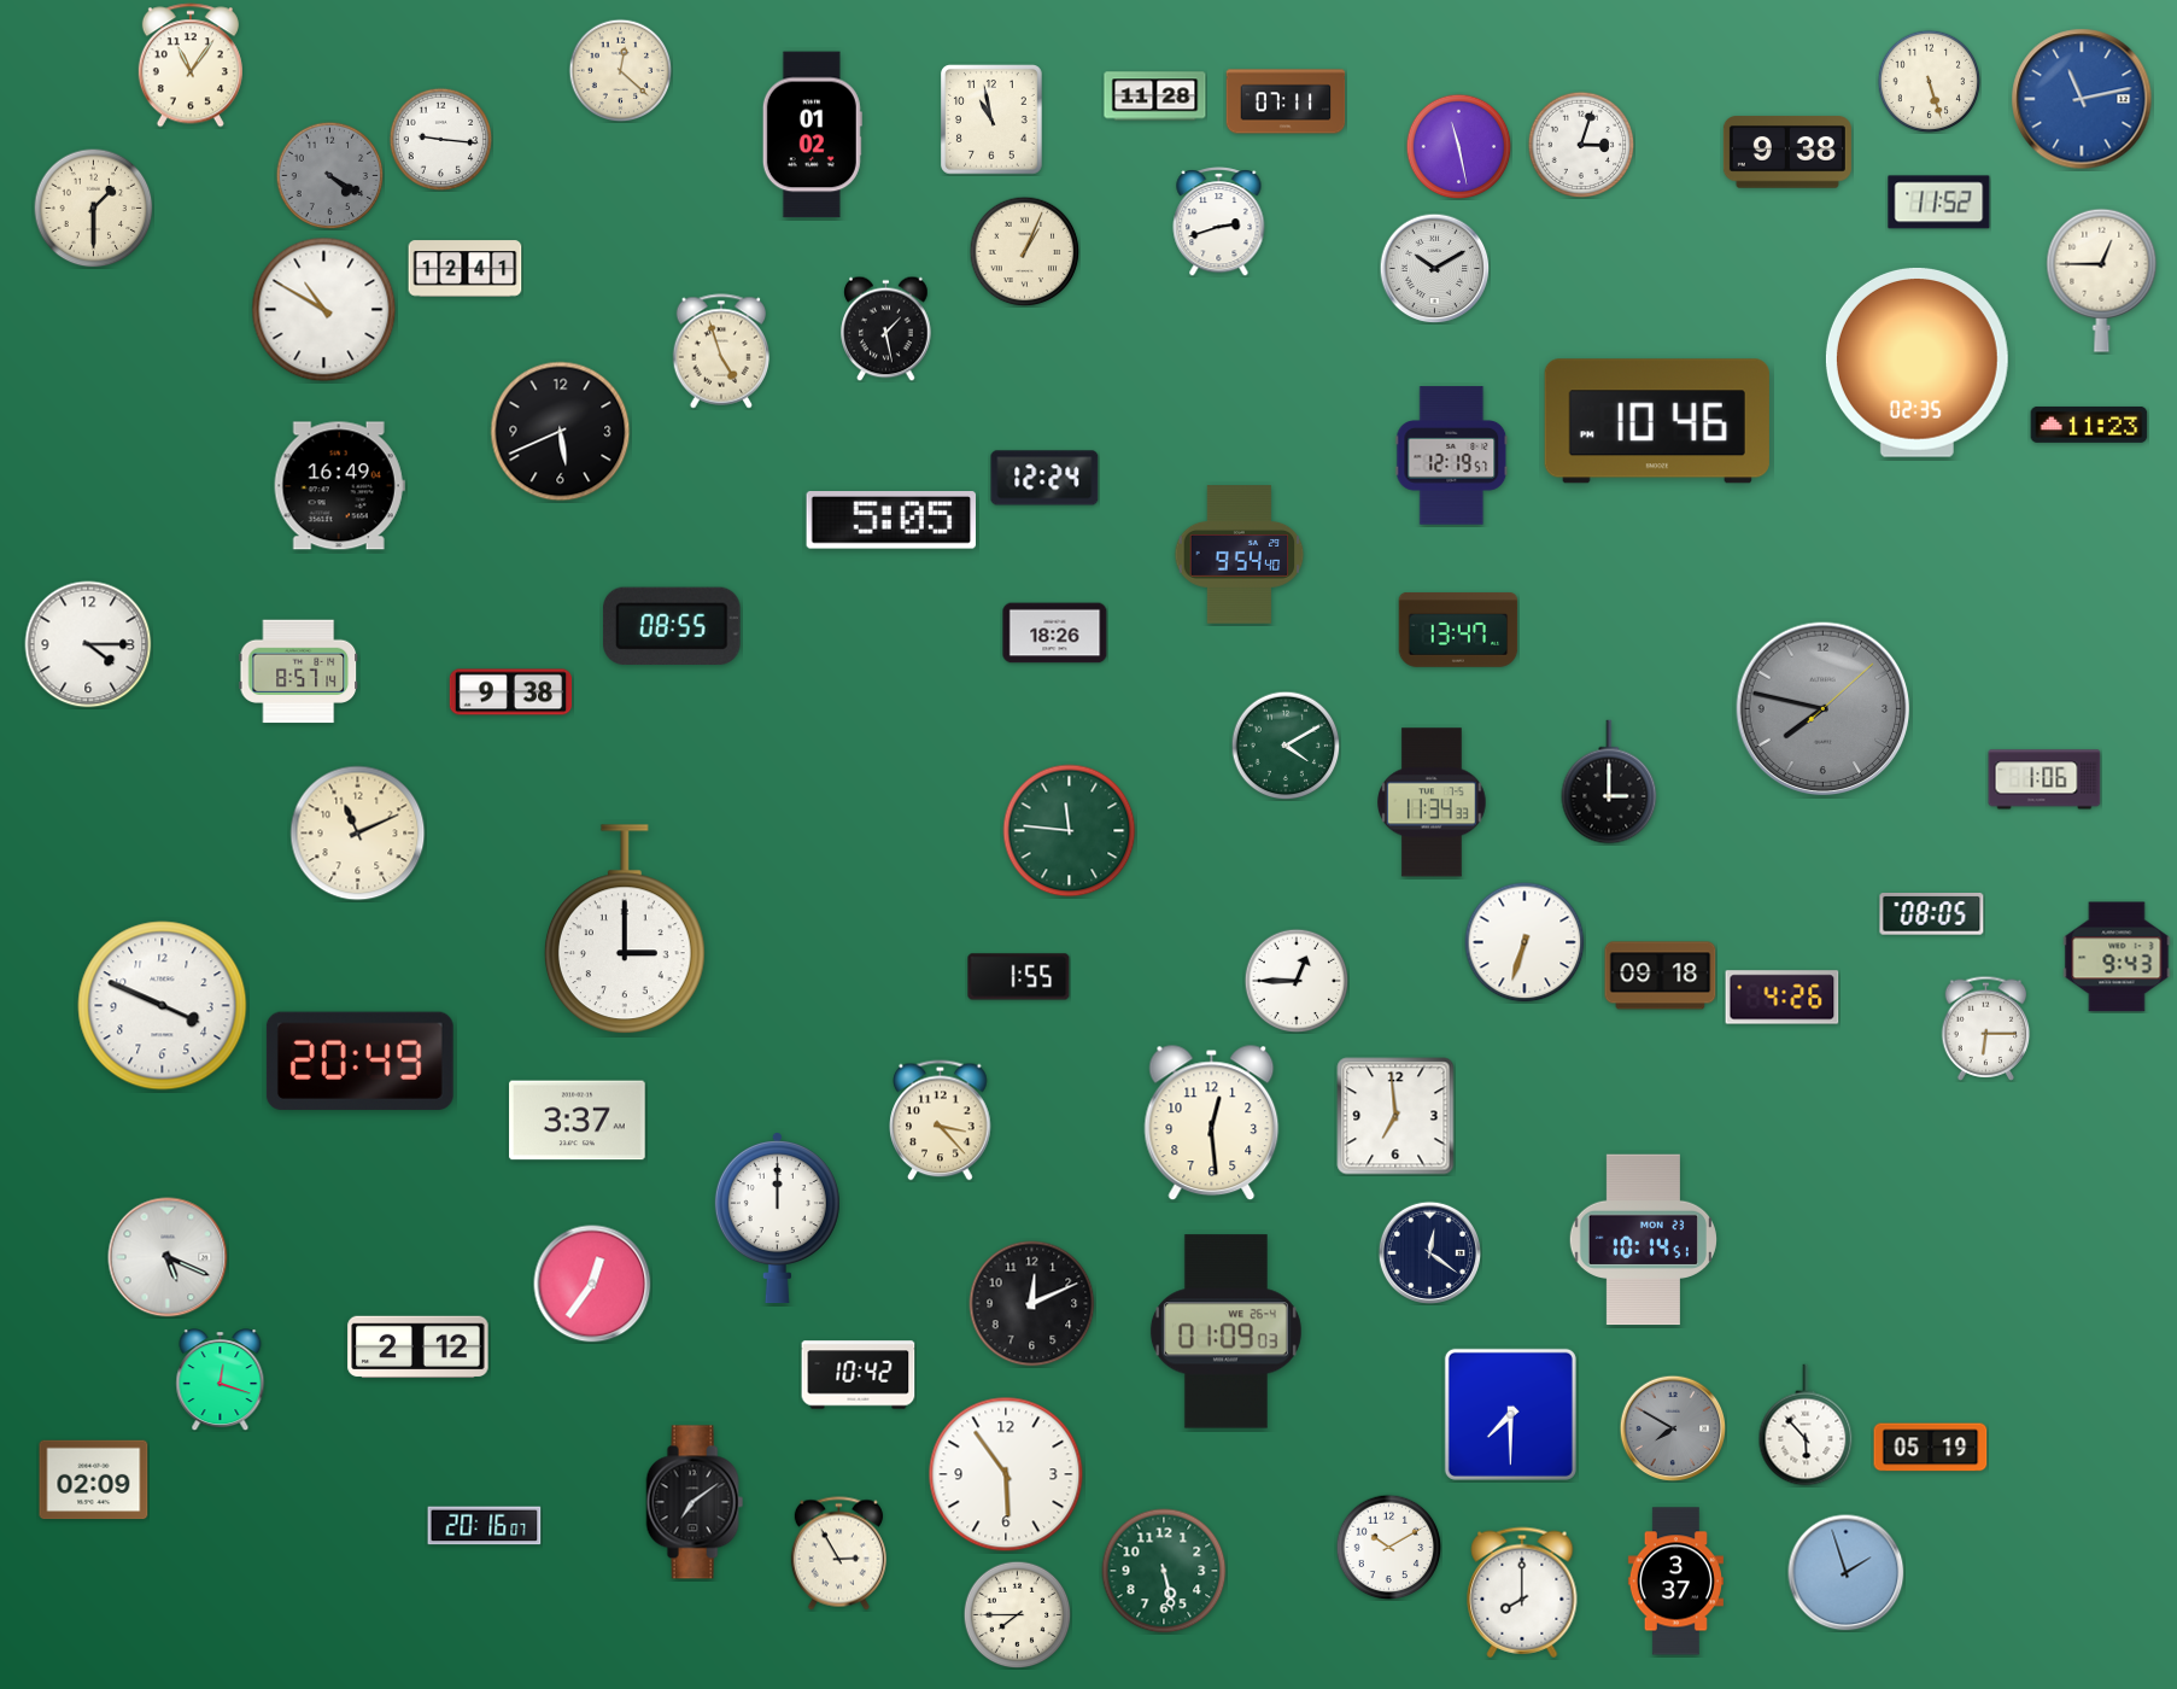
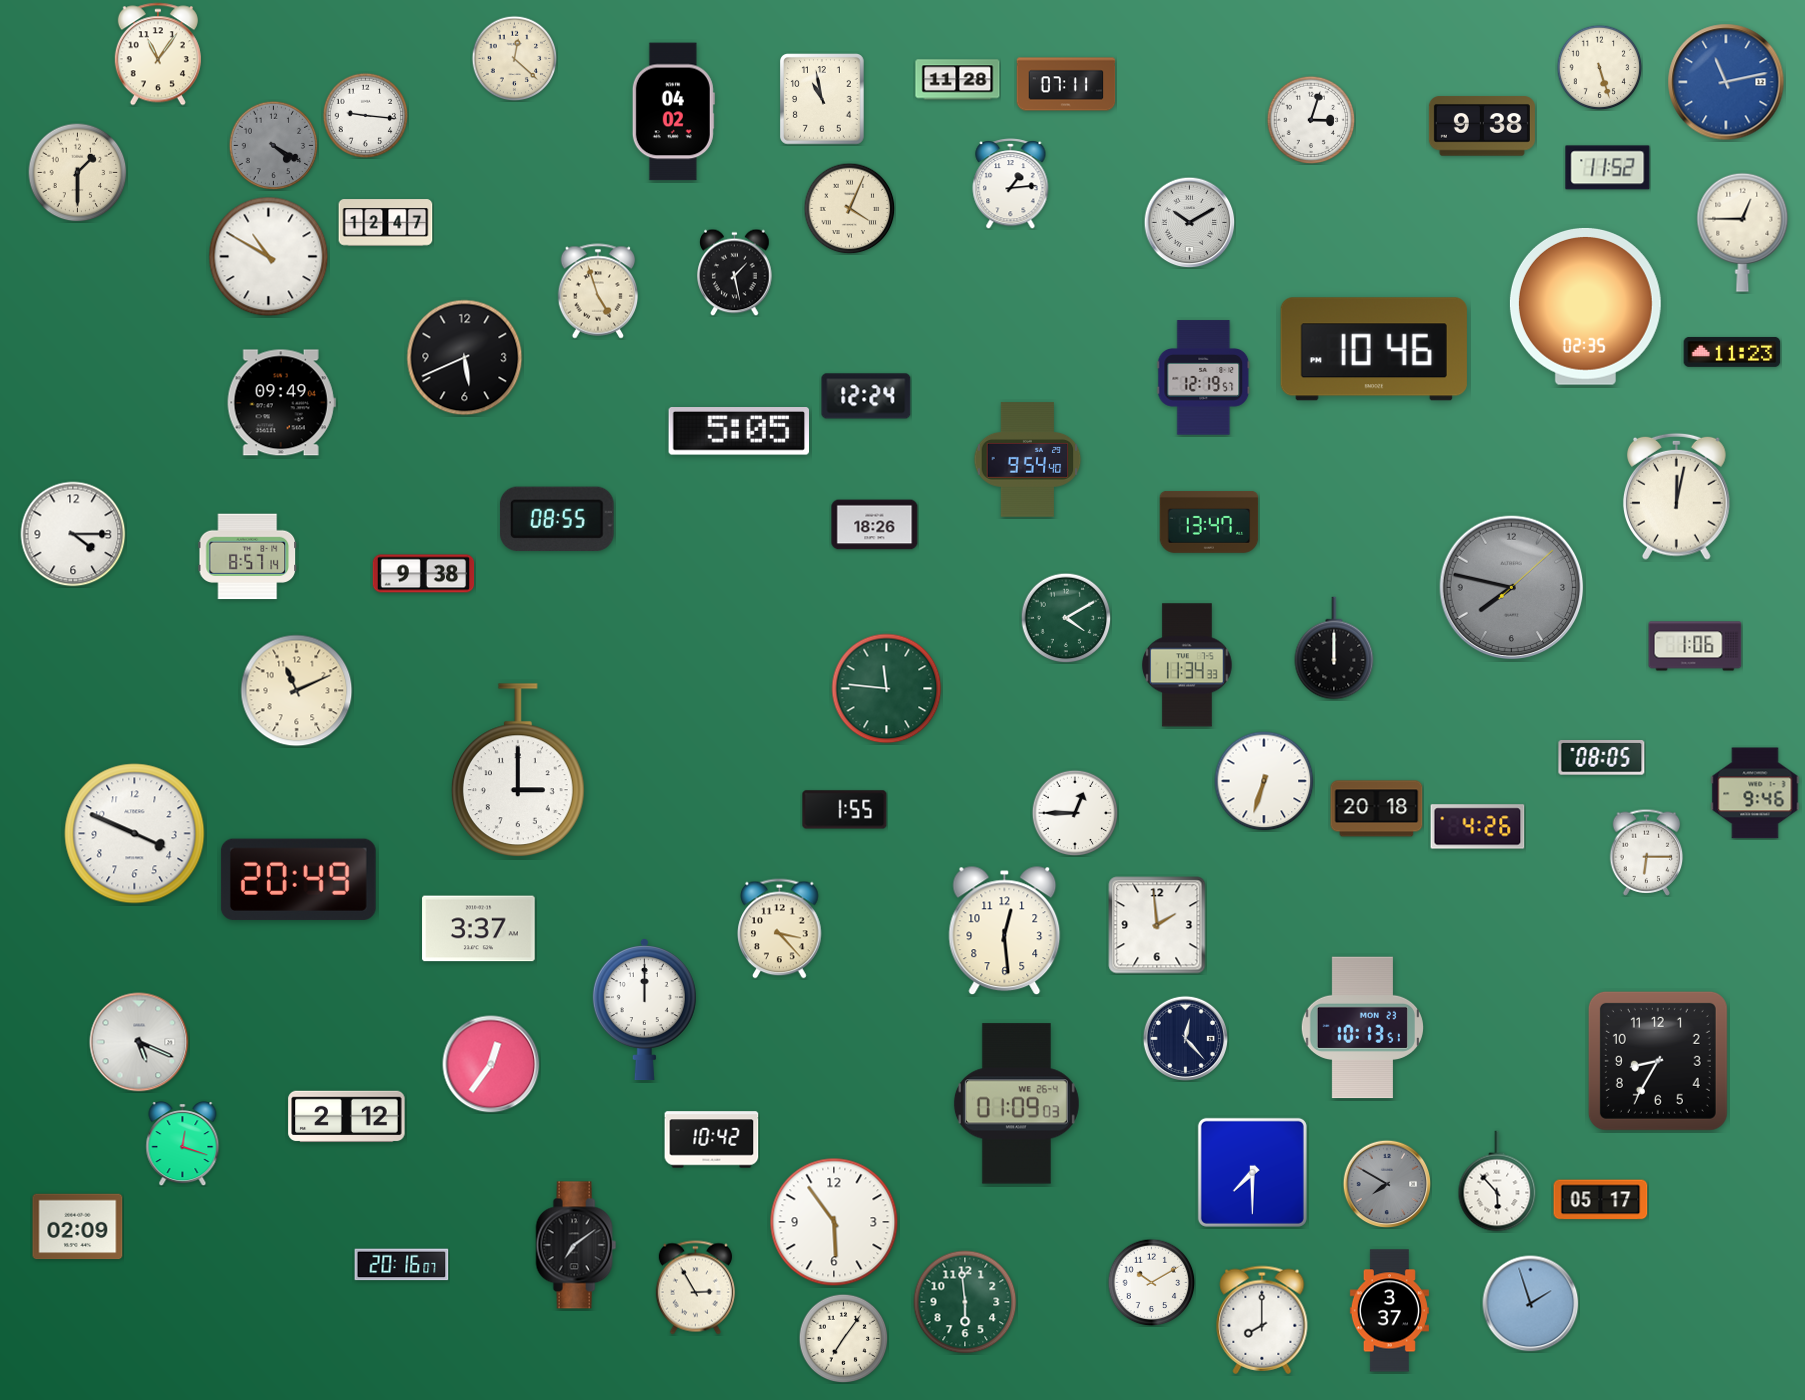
clock at (812, 135): 01:02 -> 04:02
clock at (1458, 146): 11:28 -> none
clock at (1219, 222): 2:42 -> 1:14
clock at (1024, 251): 1:04 -> 4:04
clock at (466, 269): 12:41 -> 12:47
clock at (1916, 362) position: (1916, 362) -> (1585, 306)
clock at (339, 486): 16:49 -> 09:49
clock at (1676, 496): none -> 12:02
clock at (1609, 782): 3:00 -> 12:00
clock at (2117, 957): 9:43 -> 9:46
clock at (1661, 976): 09:18 -> 20:18
clock at (1395, 1116): 6:59 -> 1:59
clock at (1643, 1240): 10:14 -> 10:13
clock at (1429, 1252): 12:21 -> 12:23
clock at (1658, 1061): none -> 8:35
clock at (1032, 1304): 12:11 -> none
clock at (1931, 1448): 05:19 -> 05:17
clock at (1164, 1571): 5:28 -> 5:59
clock at (1017, 1614): 7:45 -> 7:06
